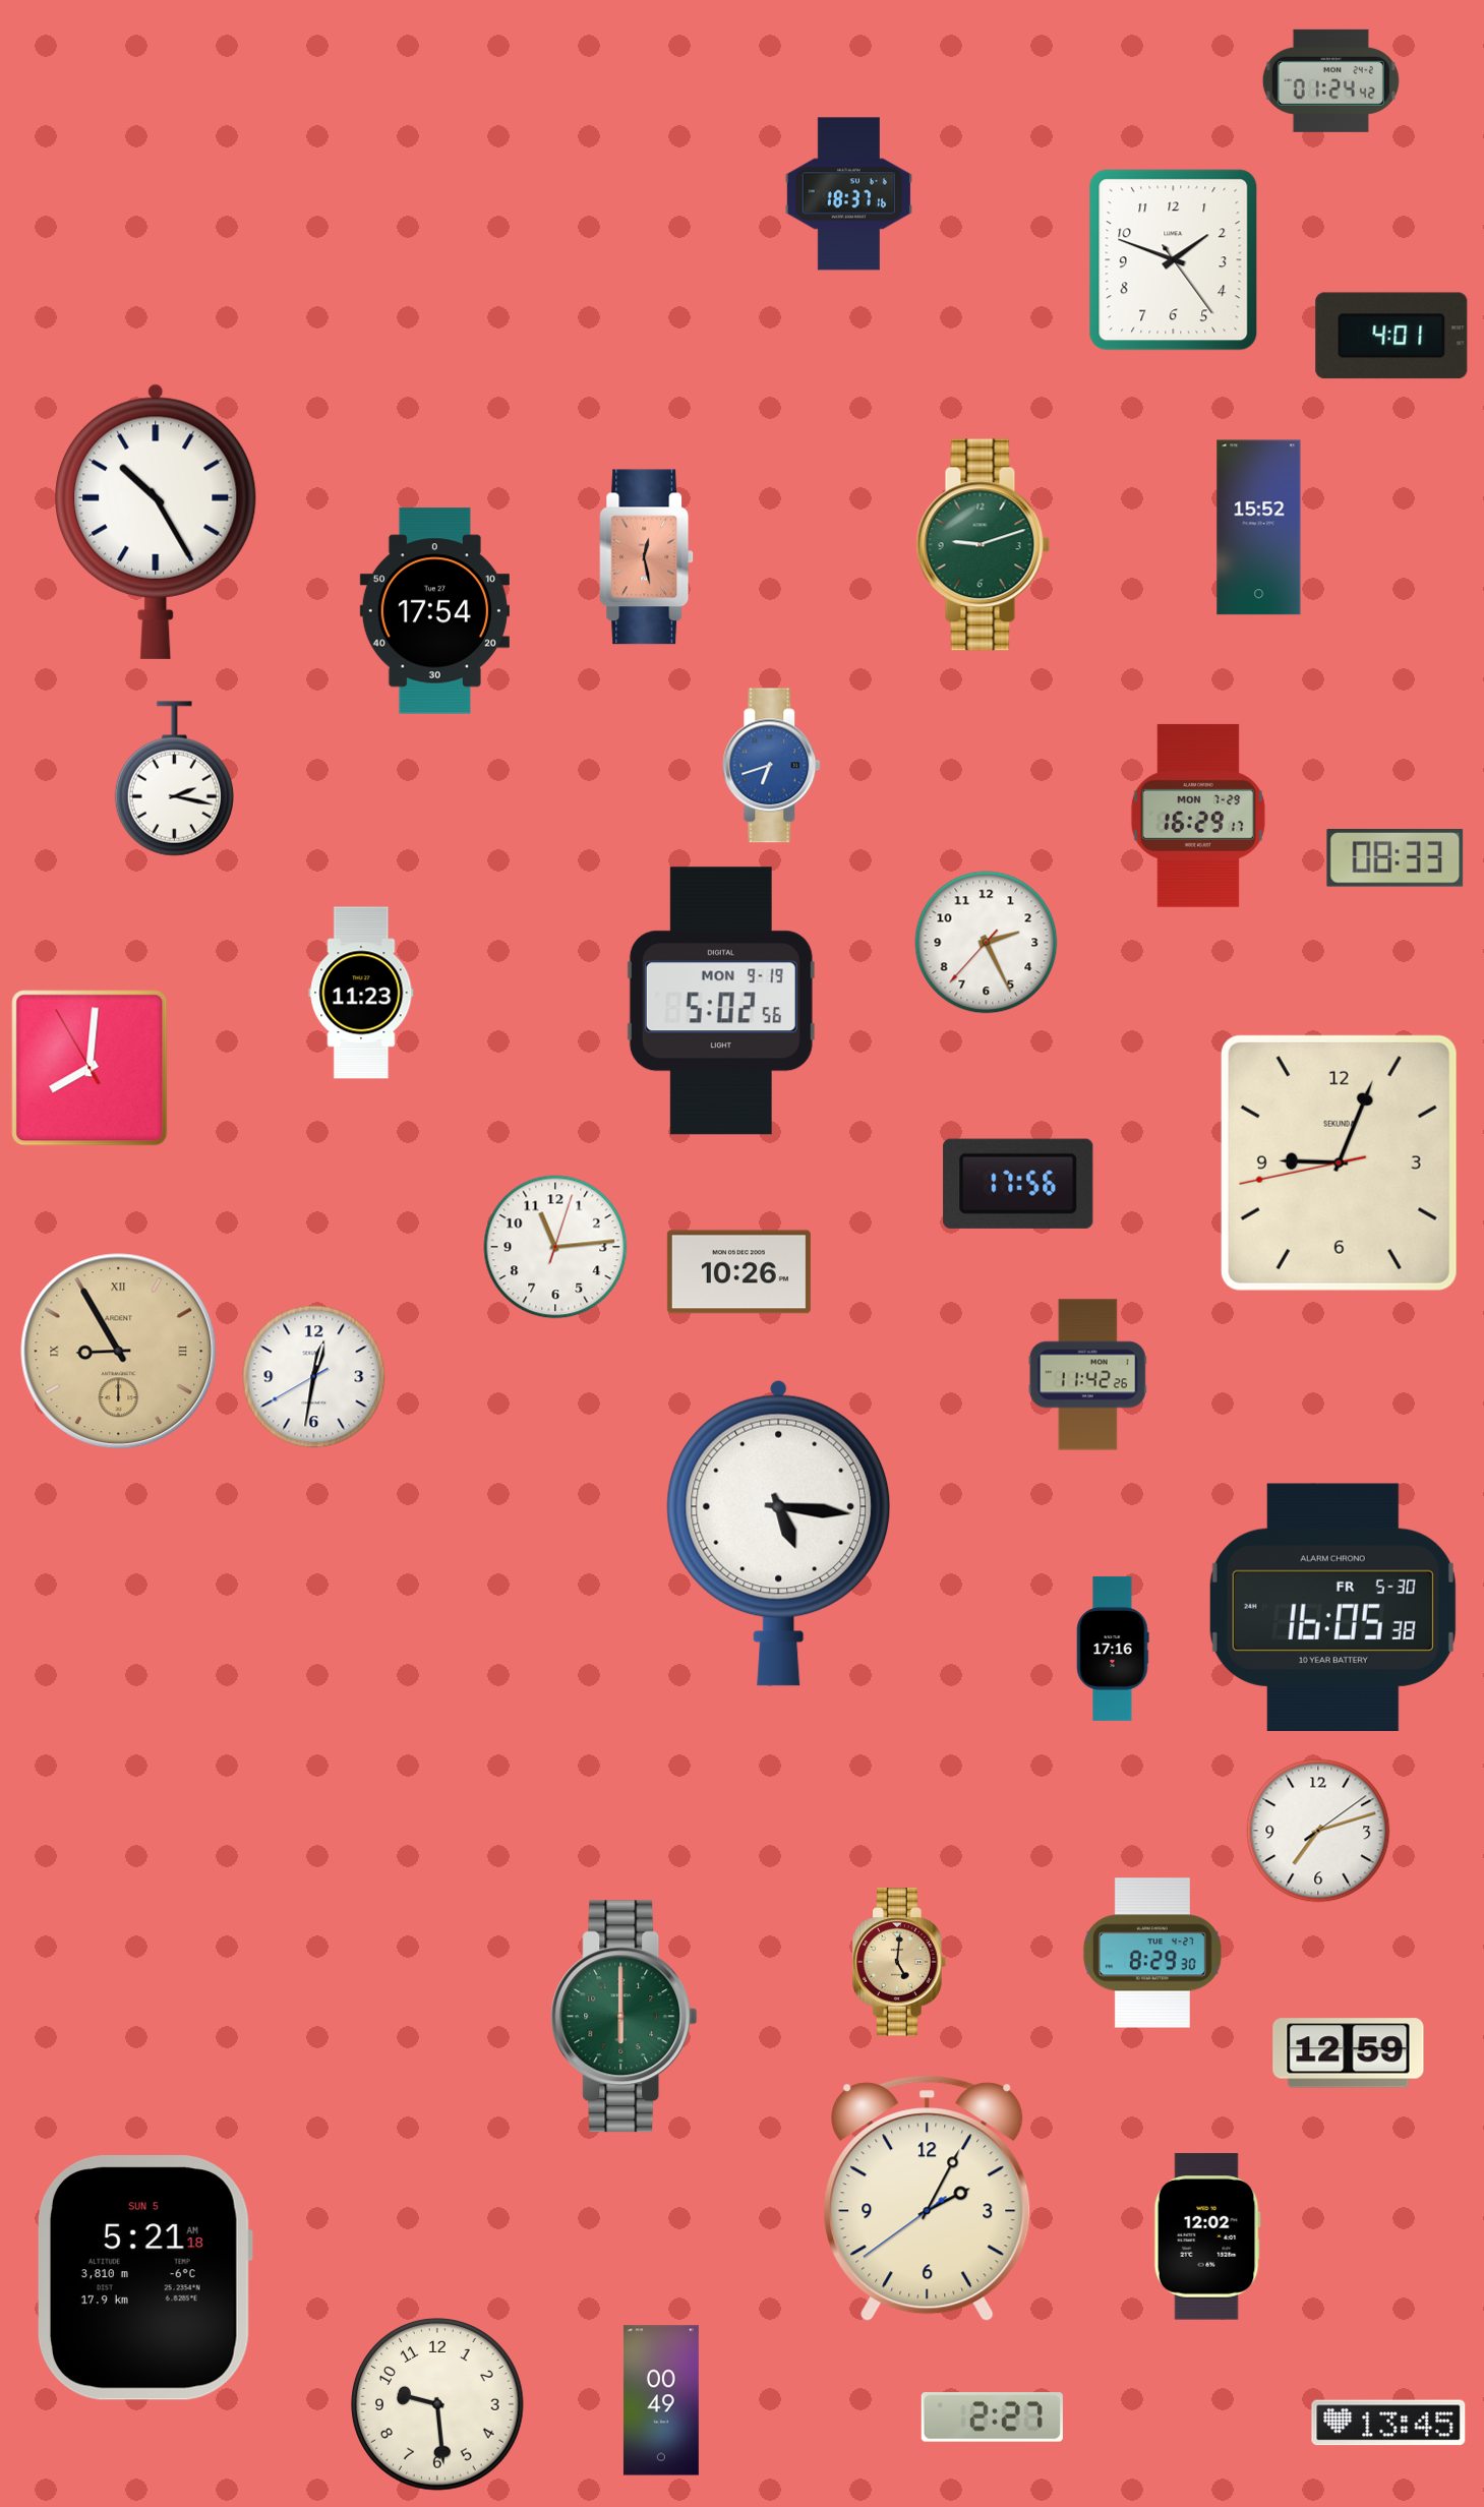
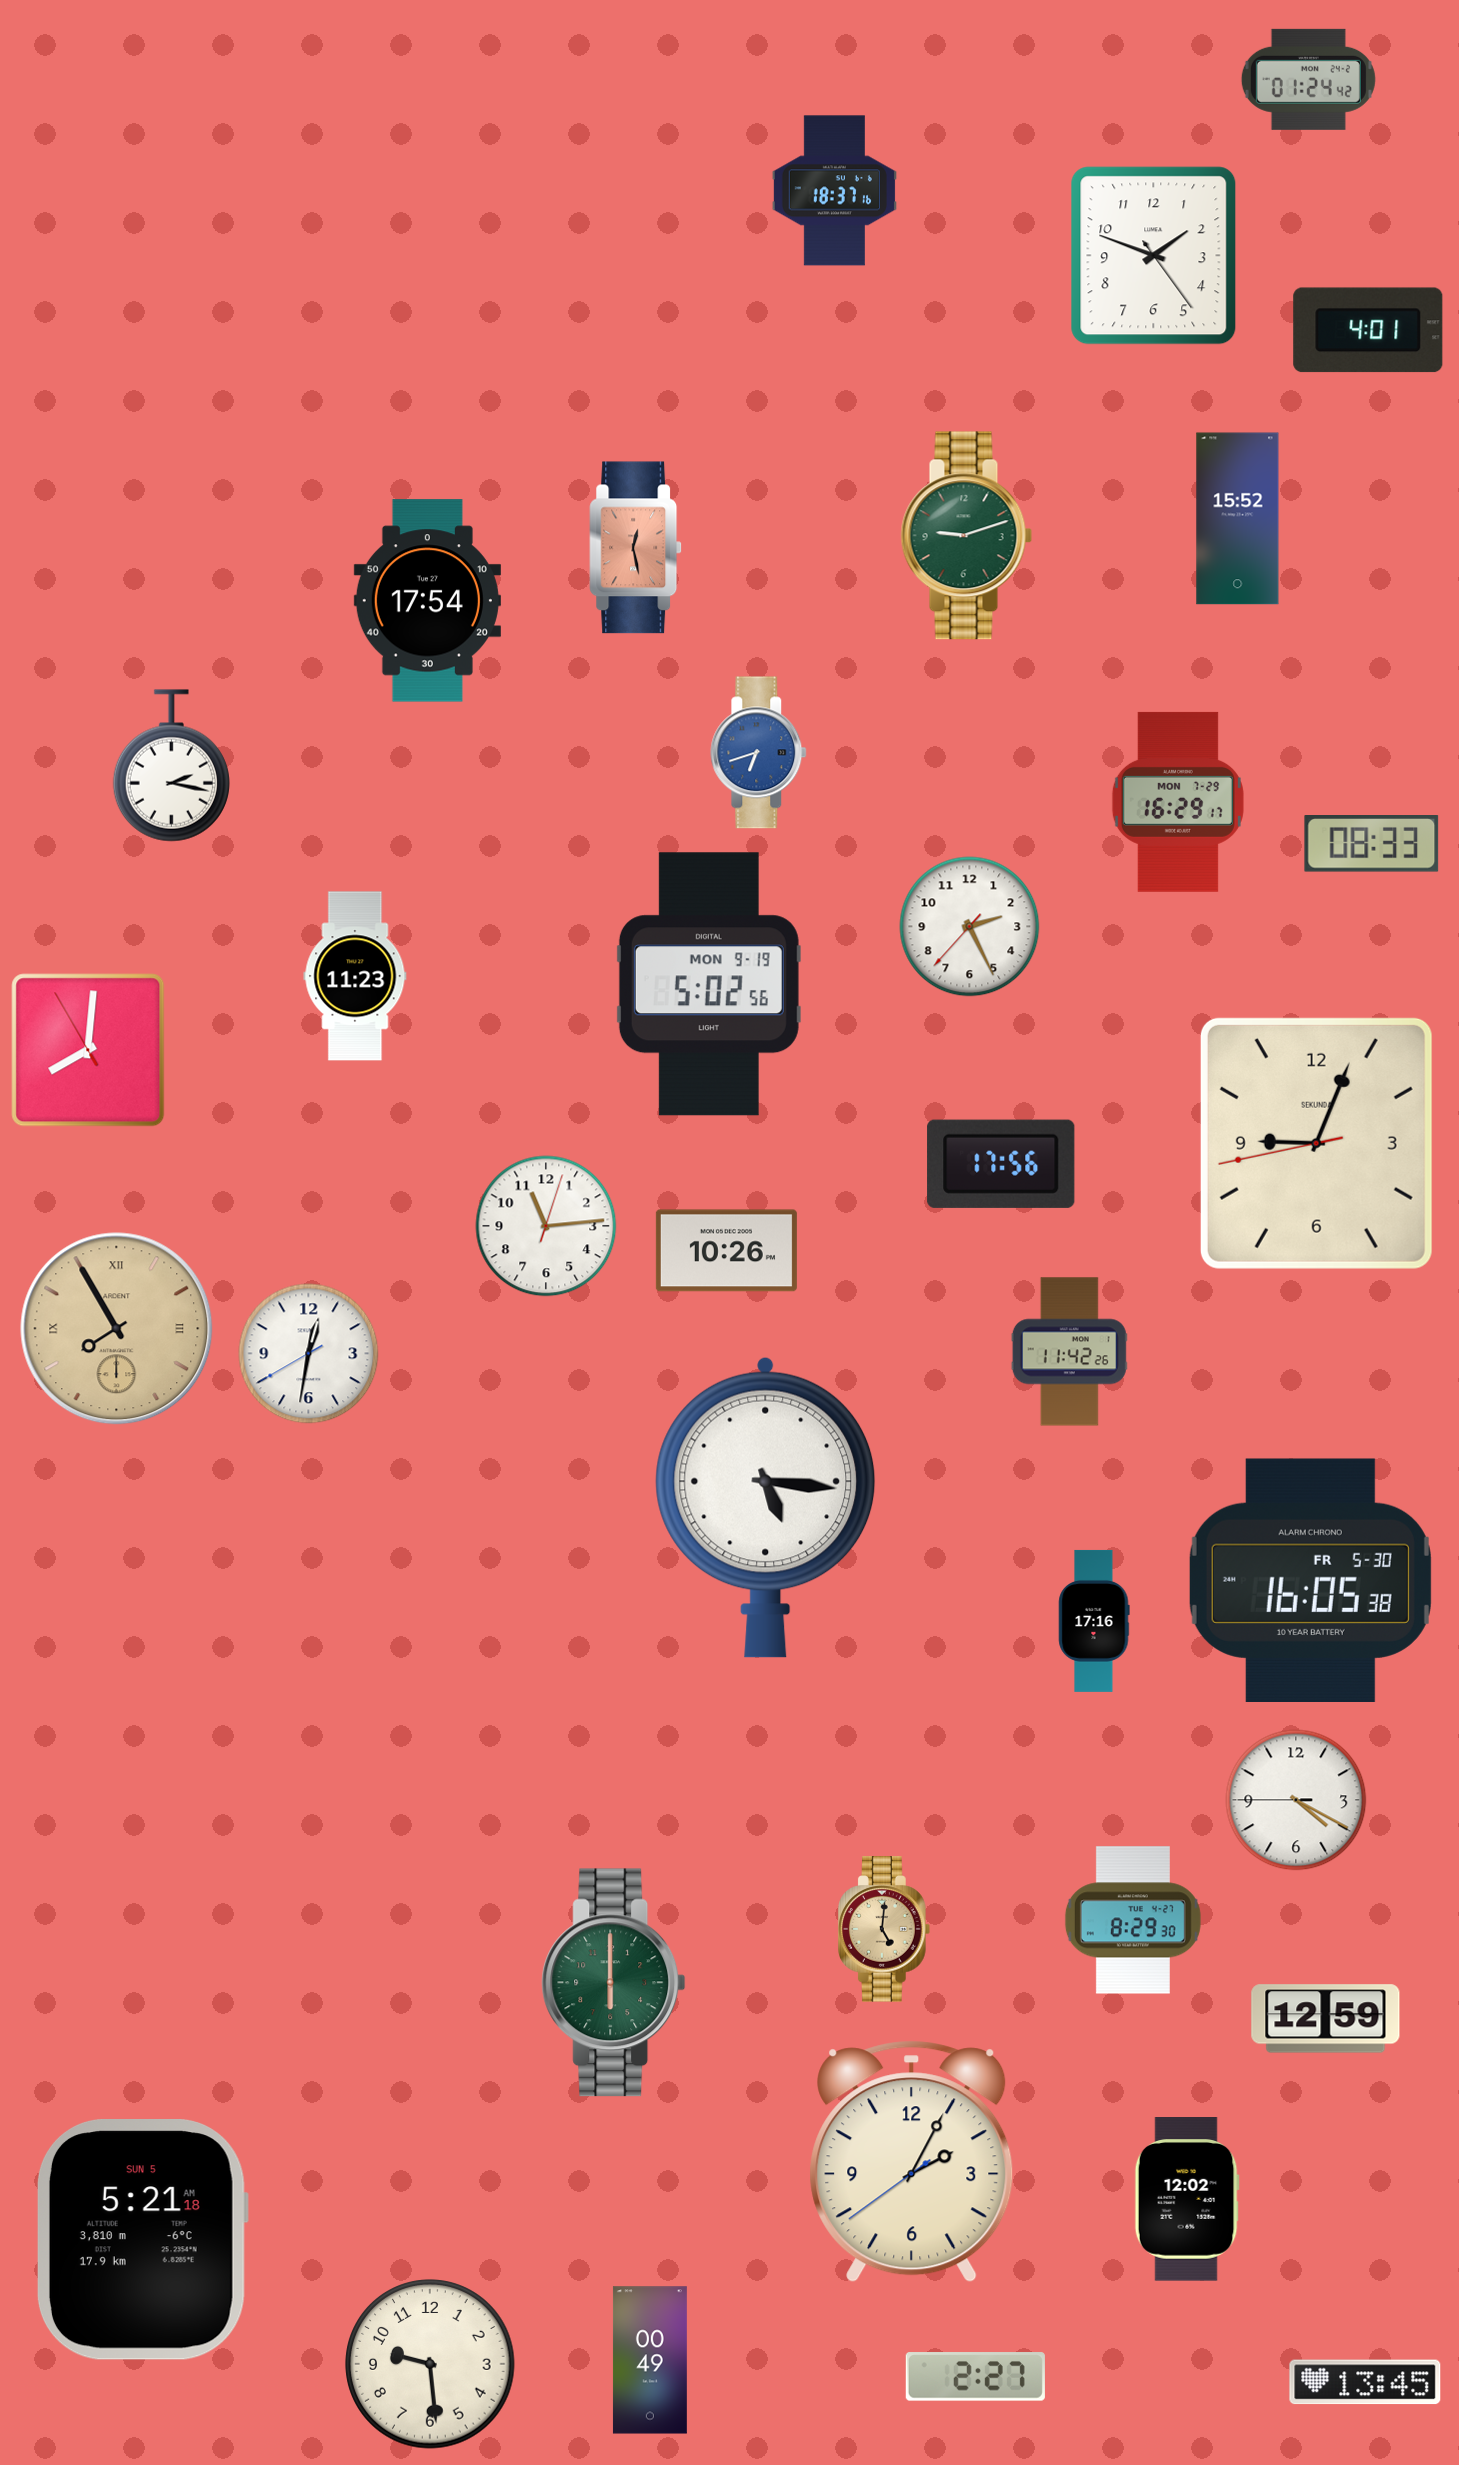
clock at (156, 522): 10:25 -> none
clock at (119, 1352): 8:55 -> 7:55
clock at (1318, 1831): 7:12 -> 4:19
